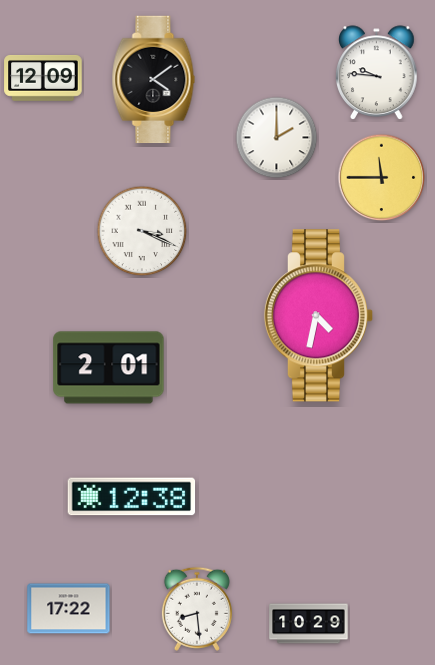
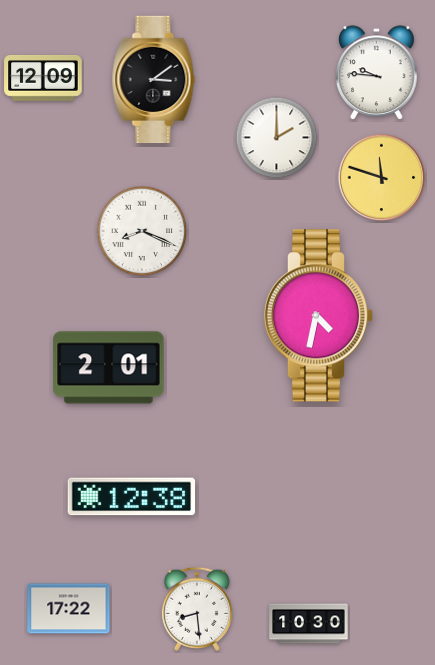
clock at (154, 80): 4:09 -> 3:09
clock at (382, 178): 11:45 -> 11:48
clock at (142, 231): 3:19 -> 8:19
clock at (309, 624): 10:29 -> 10:30
